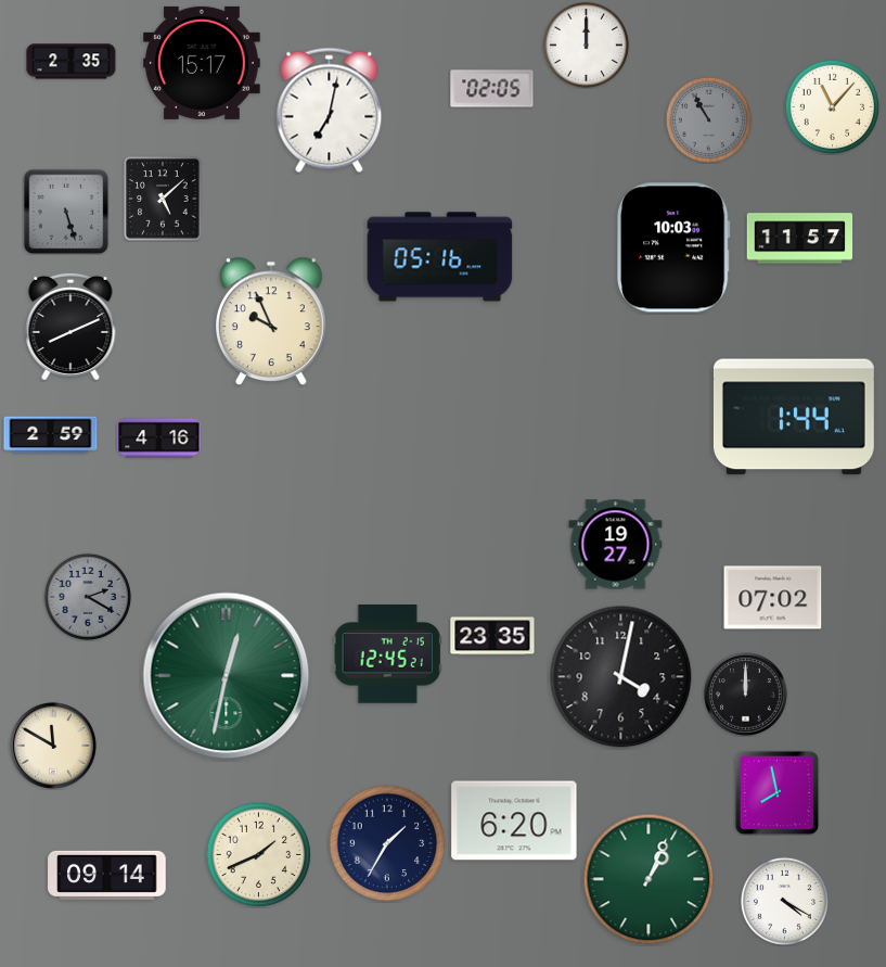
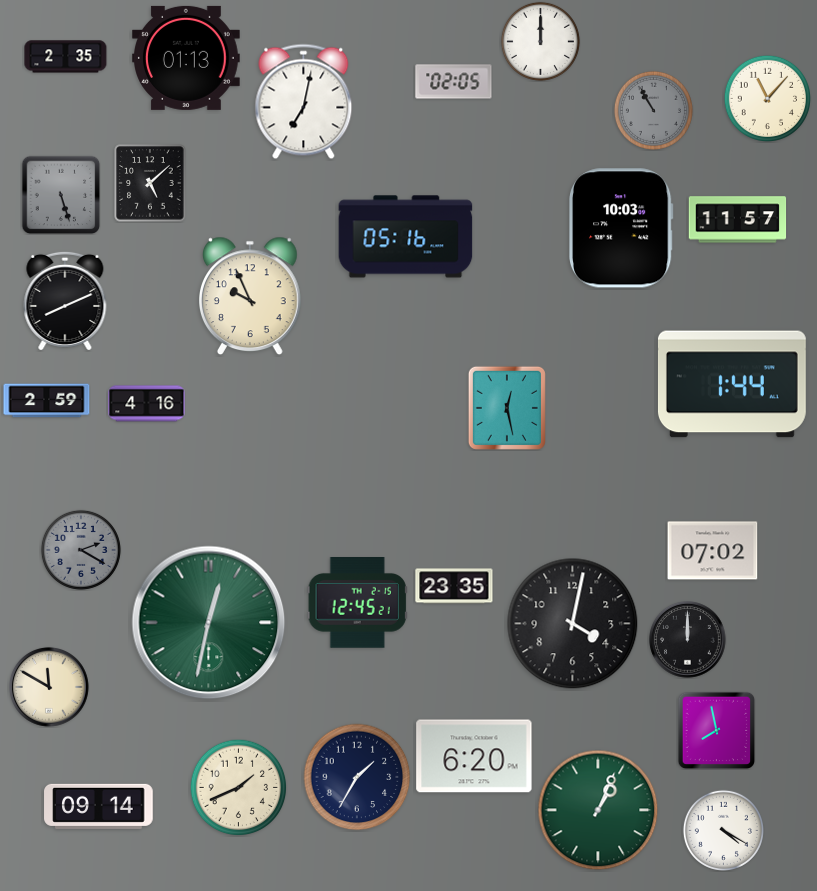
clock at (203, 63): 15:17 -> 01:13
clock at (507, 408): none -> 12:28
clock at (616, 545): 19:27 -> none
